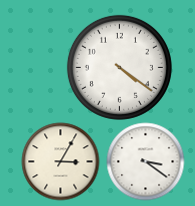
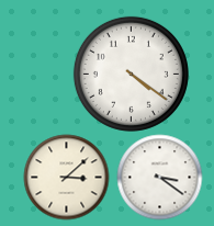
clock at (60, 161): 3:05 -> 3:08
